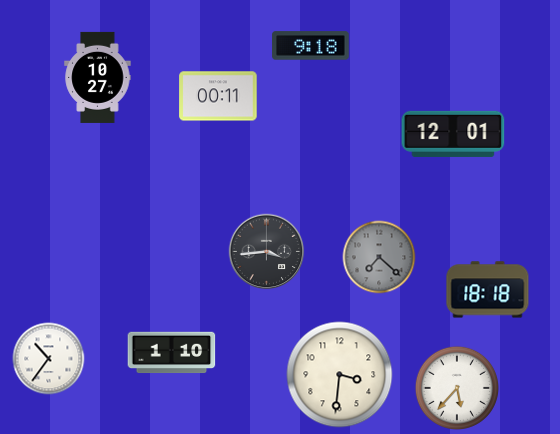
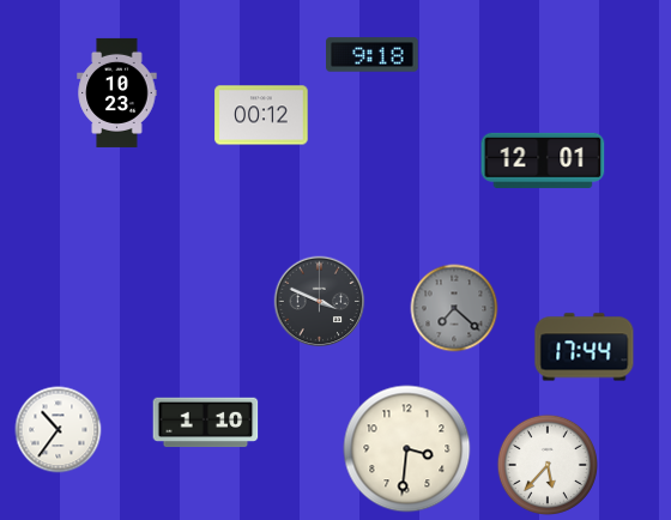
clock at (98, 77): 10:27 -> 10:23
clock at (218, 96): 00:11 -> 00:12
clock at (267, 252): 3:44 -> 3:49
clock at (488, 290): 18:18 -> 17:44
